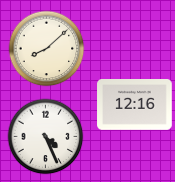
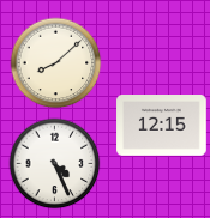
clock at (47, 49) position: (47, 49) -> (56, 63)
clock at (135, 105): 12:16 -> 12:15
